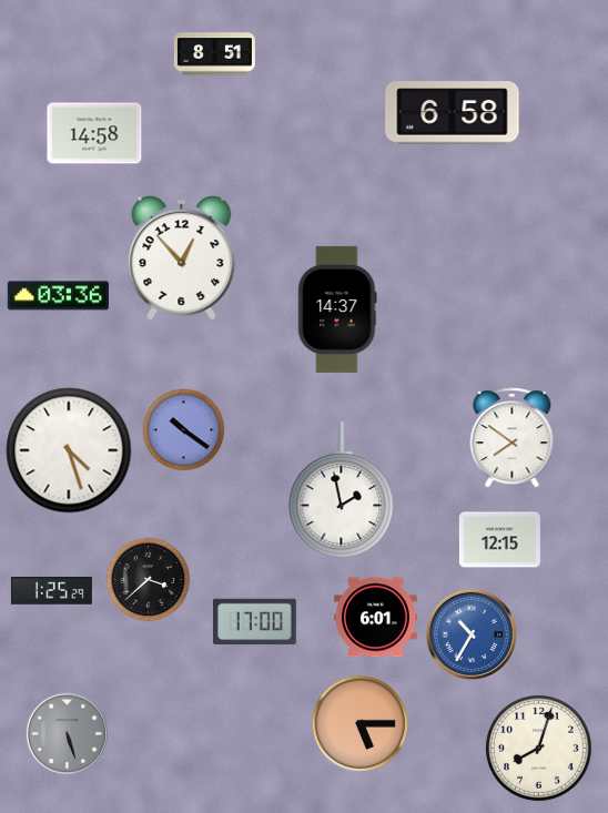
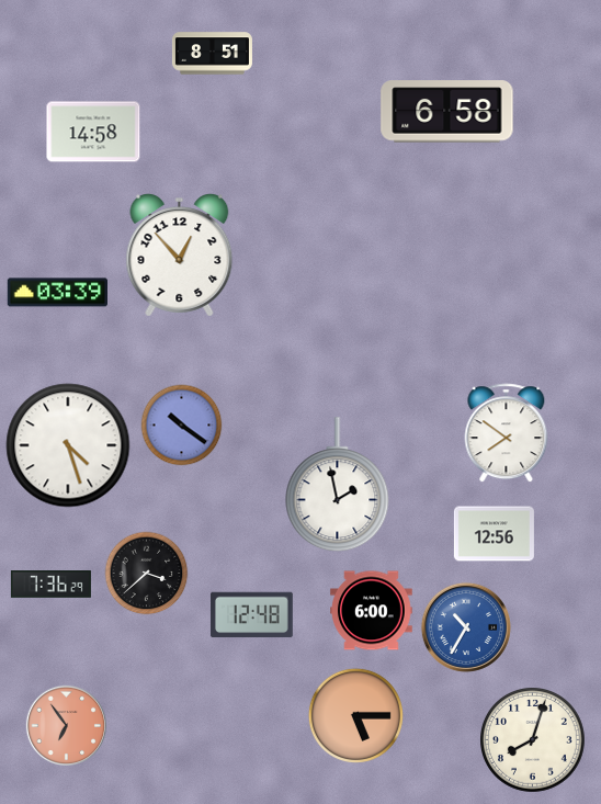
clock at (59, 296): 03:36 -> 03:39
clock at (337, 309): 14:37 -> none
clock at (499, 540): 12:15 -> 12:56
clock at (51, 591): 1:25 -> 7:36
clock at (376, 618): 6:01 -> 6:00
clock at (255, 622): 17:00 -> 12:48
clock at (67, 733): 5:27 -> 6:54
clock at (67, 733) dial: grey -> salmon
